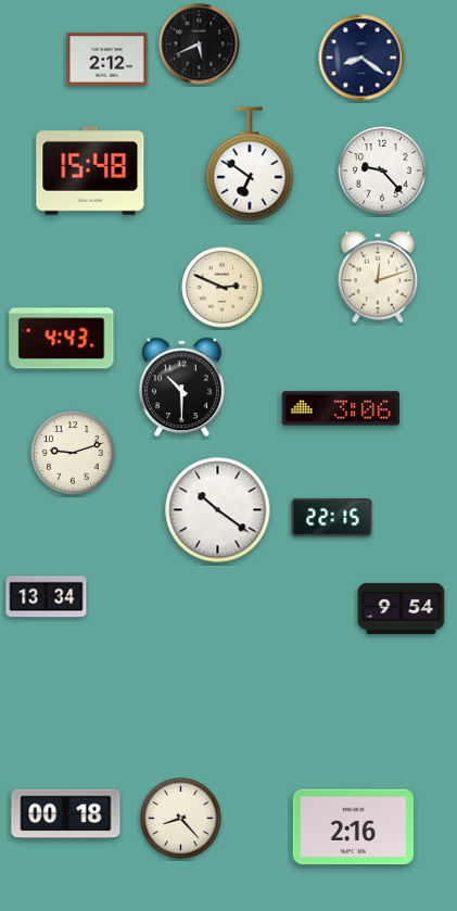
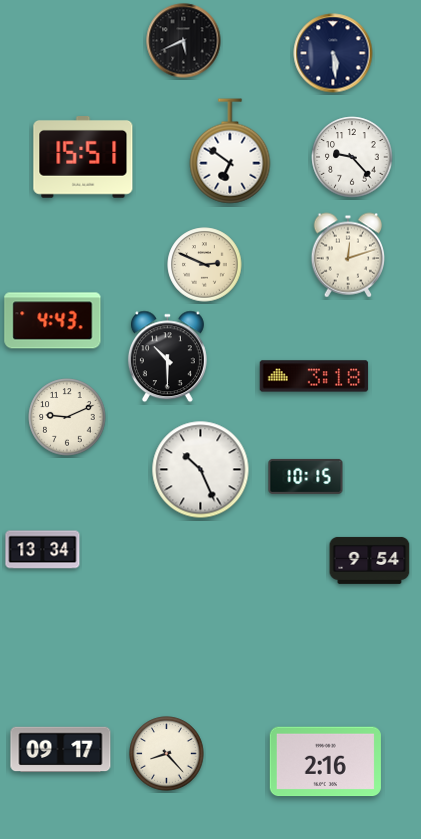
clock at (361, 58): 8:21 -> 5:29
clock at (107, 60): 2:12 -> none
clock at (90, 172): 15:48 -> 15:51
clock at (62, 339) position: (62, 339) -> (53, 321)
clock at (341, 408): 3:06 -> 3:18
clock at (73, 453): 9:12 -> 9:11
clock at (218, 510): 10:21 -> 10:26
clock at (332, 517): 22:15 -> 10:15
clock at (66, 814): 00:18 -> 09:17
